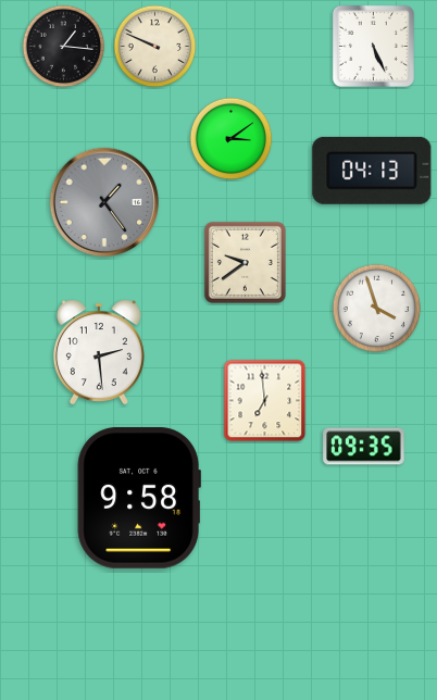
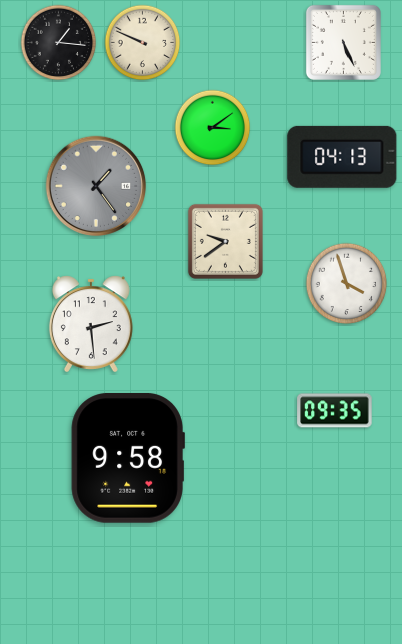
clock at (265, 401): 6:59 -> none
